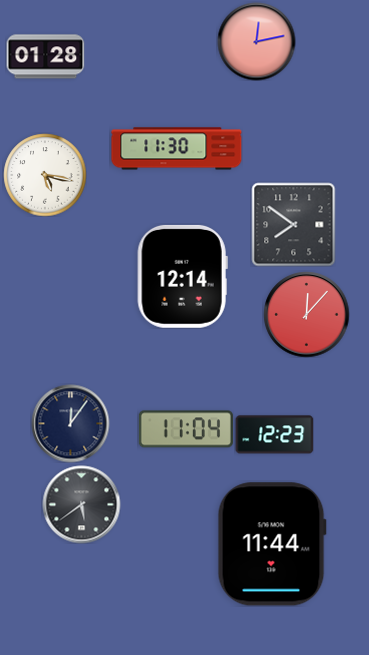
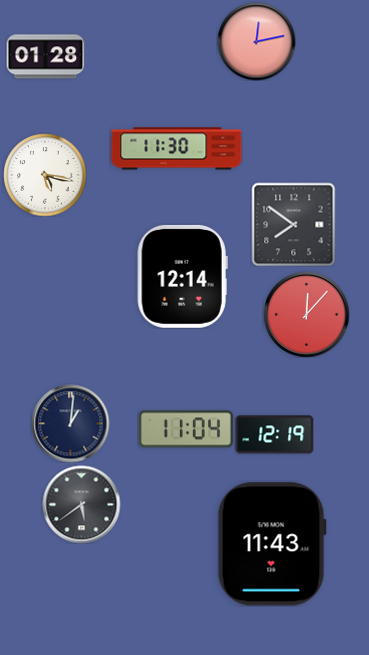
clock at (70, 423): 12:06 -> 1:01
clock at (274, 435): 12:23 -> 12:19
clock at (272, 544): 11:44 -> 11:43
